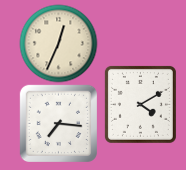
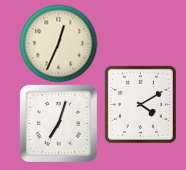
clock at (58, 123): 7:16 -> 7:03
